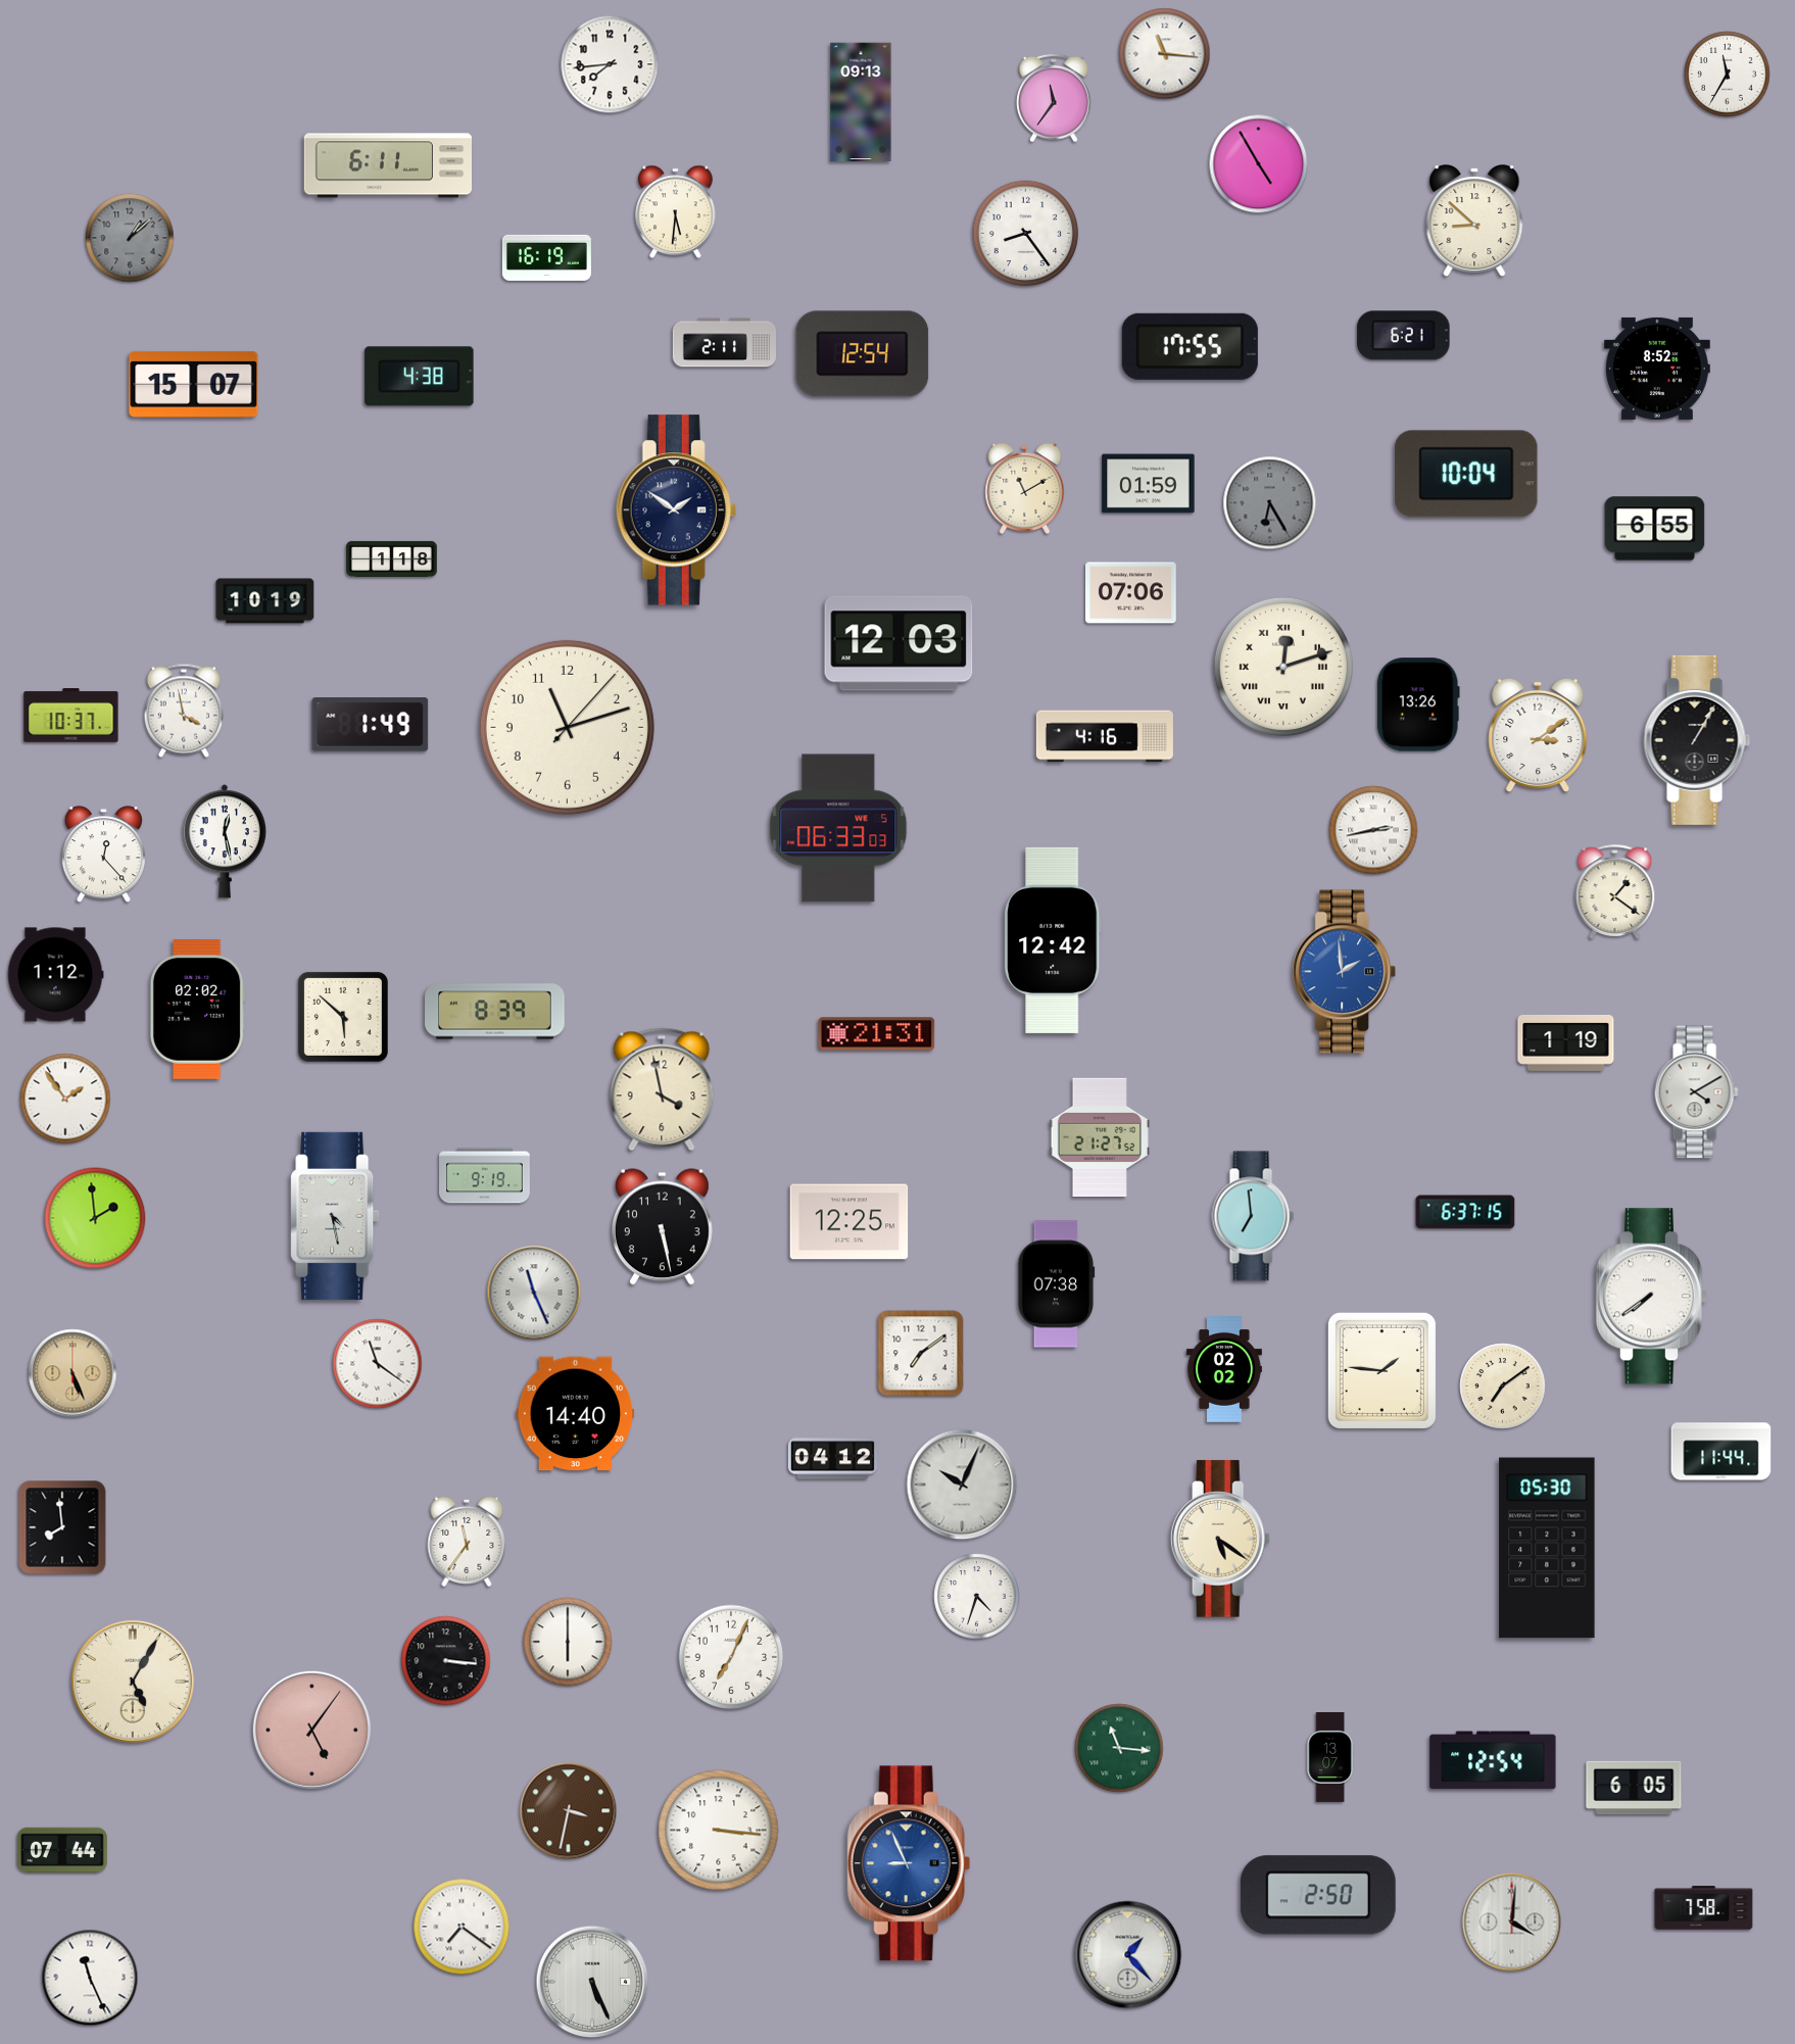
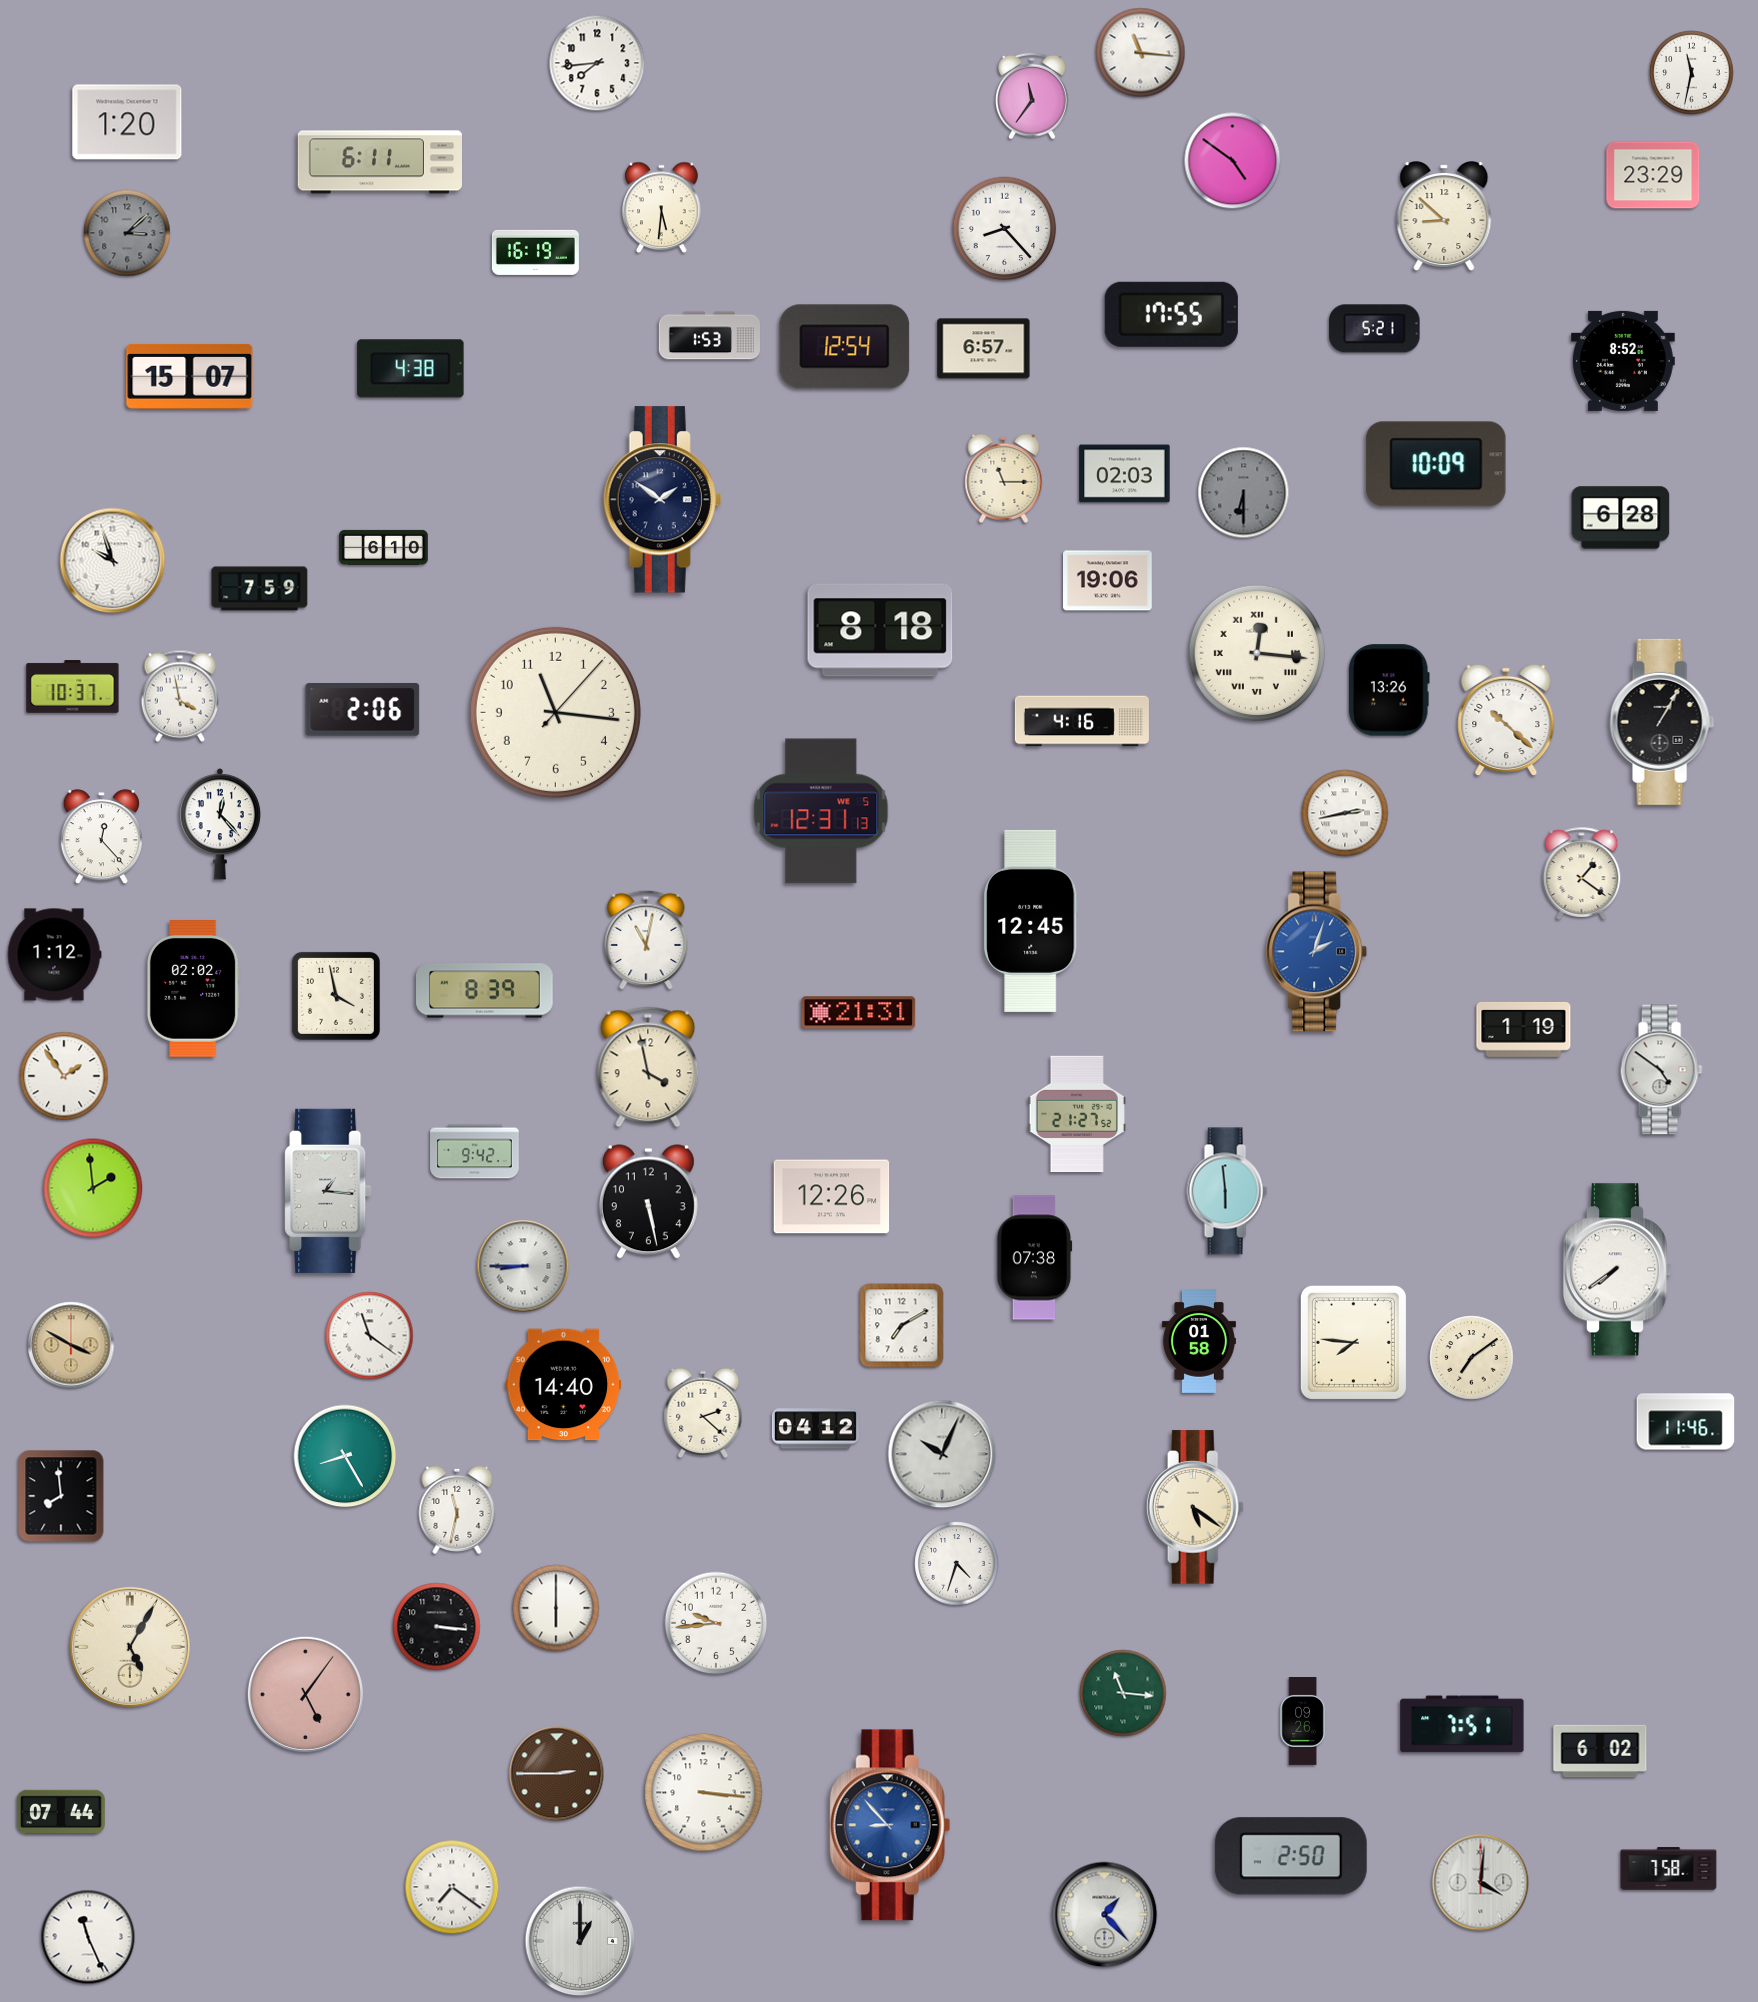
clock at (1728, 75): 11:35 -> 11:32
clock at (861, 102): 09:13 -> none
clock at (127, 122): none -> 1:20
clock at (1259, 164): 4:55 -> 4:51
clock at (1653, 175): none -> 23:29
clock at (1026, 234): 8:24 -> 8:23
clock at (130, 238): 1:08 -> 3:08
clock at (1404, 336): 6:21 -> 5:21
clock at (724, 343): 2:11 -> 1:53
clock at (1190, 346) position: (1190, 346) -> (1171, 314)
clock at (984, 349): none -> 6:57
clock at (1466, 474): 10:04 -> 10:09
clock at (1149, 484): 01:59 -> 02:03
clock at (1025, 488): 11:10 -> 11:15
clock at (1270, 503): 6:25 -> 6:30
clock at (1655, 529): 6:55 -> 6:28
clock at (392, 558): 1:18 -> 6:10
clock at (113, 561): none -> 9:57
clock at (1131, 593): 07:06 -> 19:06
clock at (265, 601): 10:19 -> 7:59
clock at (899, 643): 12:03 -> 8:18
clock at (1283, 667): 12:12 -> 12:16
clock at (71, 716) position: (71, 716) -> (73, 687)
clock at (371, 725): 1:49 -> 2:06
clock at (567, 727): 11:12 -> 11:16
clock at (1538, 735): 3:09 -> 10:22
clock at (1697, 740) position: (1697, 740) -> (1662, 722)
clock at (838, 828): 06:33 -> 12:31
clock at (224, 841): 12:28 -> 12:23
clock at (1054, 940): 12:42 -> 12:45
clock at (646, 940): none -> 11:02
clock at (1345, 972): 1:59 -> 2:03
clock at (343, 1017): 5:52 -> 3:58
clock at (1566, 1042) position: (1566, 1042) -> (1524, 1029)
clock at (1696, 1092): 4:10 -> 4:51
clock at (485, 1176): 9:19 -> 9:42
clock at (1465, 1212): 6:37 -> none
clock at (335, 1216): 4:28 -> 1:16
clock at (1253, 1216): 6:59 -> 5:59
clock at (95, 1218) position: (95, 1218) -> (93, 1188)
clock at (850, 1222): 12:25 -> 12:26
clock at (534, 1293): 11:26 -> 8:45
clock at (921, 1354): 7:09 -> 7:10
clock at (1224, 1370): 02:02 -> 01:58
clock at (1381, 1370): 1:46 -> 7:46
clock at (72, 1373): 5:26 -> 3:50
clock at (703, 1412): none -> 2:22
clock at (1721, 1452): 11:44 -> 11:46
clock at (345, 1456): none -> 8:25
clock at (467, 1542): 11:36 -> 11:32
clock at (1547, 1548): 05:30 -> none
clock at (731, 1657): 7:04 -> 9:44
clock at (1119, 1748) position: (1119, 1748) -> (1123, 1693)
clock at (1330, 1758): 13:07 -> 09:26
clock at (1493, 1760): 12:54 -> 7:51
clock at (1634, 1788): 6:05 -> 6:02
clock at (569, 1811): 3:32 -> 2:45
clock at (909, 1863): 8:56 -> 8:53
clock at (592, 1982): 5:26 -> 1:00
